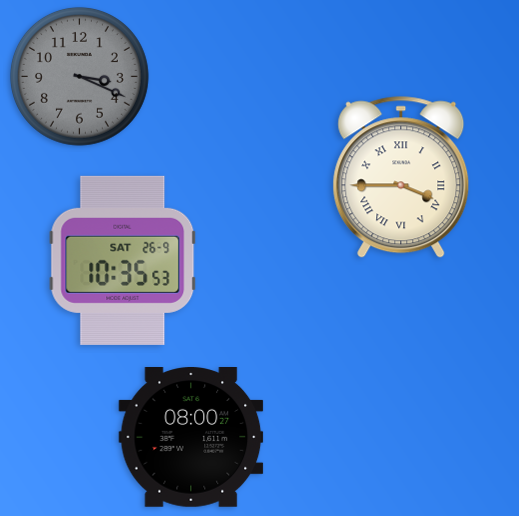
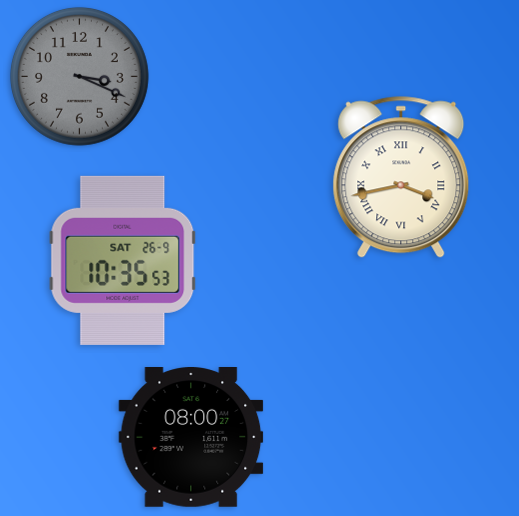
clock at (401, 177): 3:45 -> 3:43
